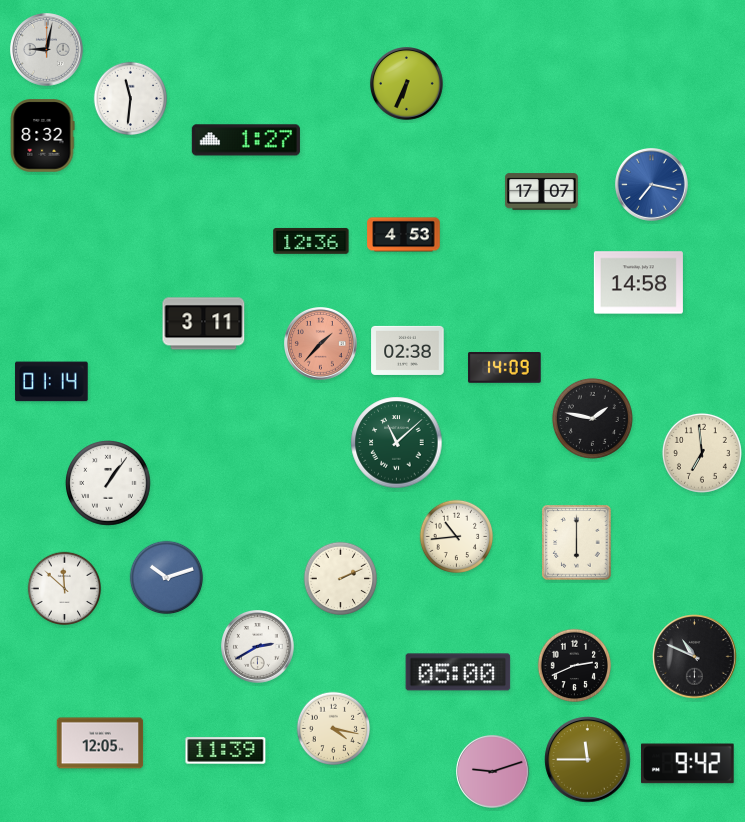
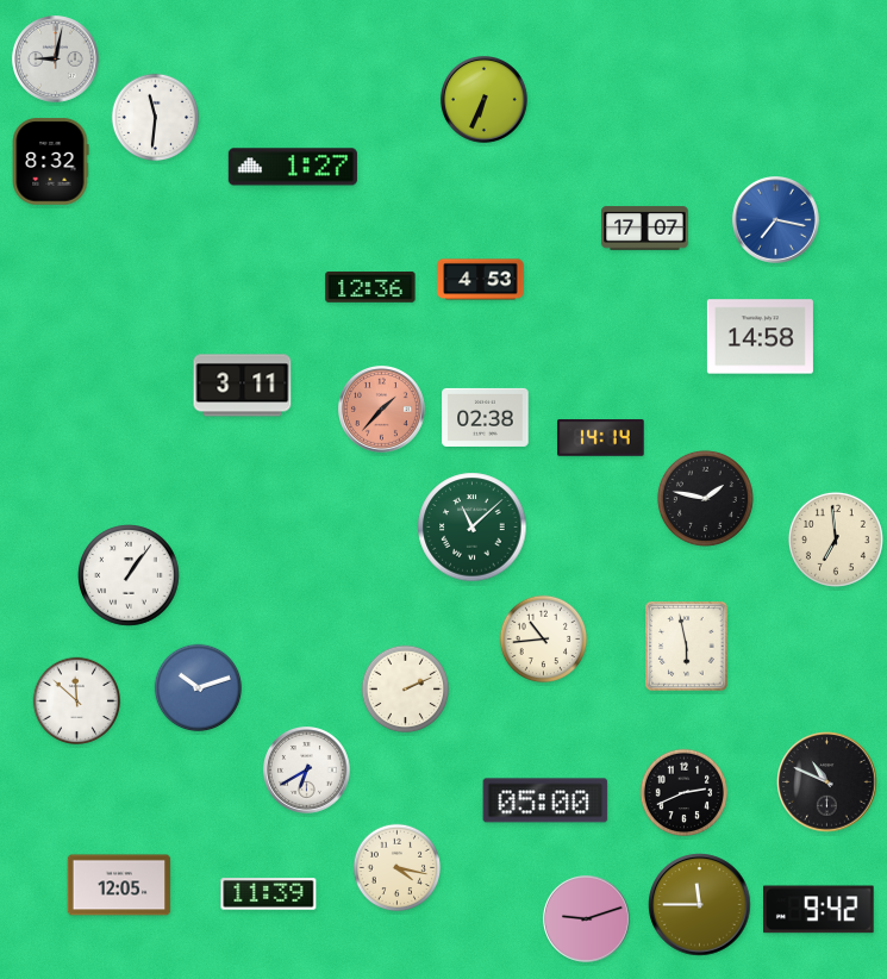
clock at (505, 368): 14:09 -> 14:14
clock at (52, 382): 01:14 -> none
clock at (577, 543): 6:00 -> 5:58
clock at (258, 647): 2:40 -> 6:40
